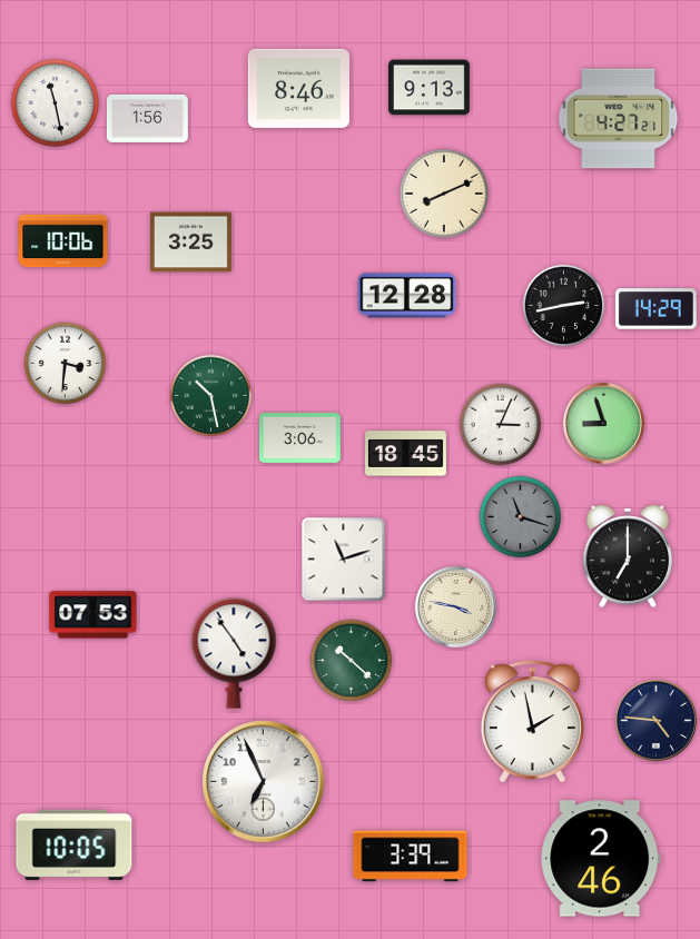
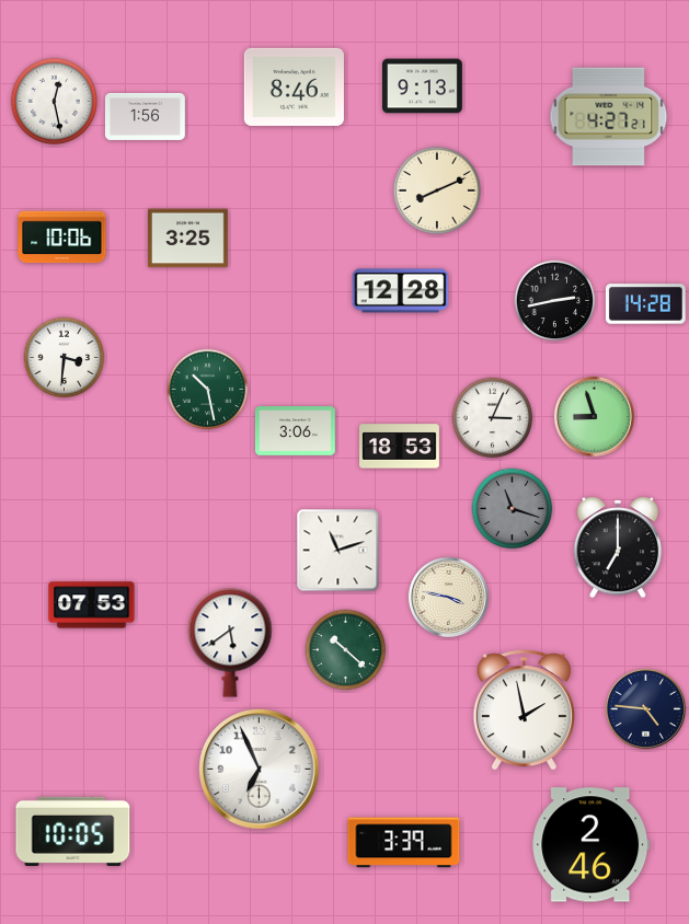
clock at (56, 103): 11:28 -> 12:28
clock at (655, 309): 14:29 -> 14:28
clock at (406, 454): 18:45 -> 18:53
clock at (234, 653): 4:54 -> 5:39
